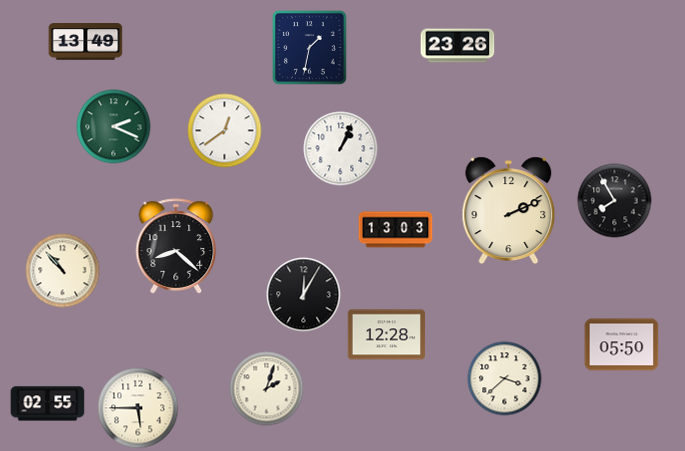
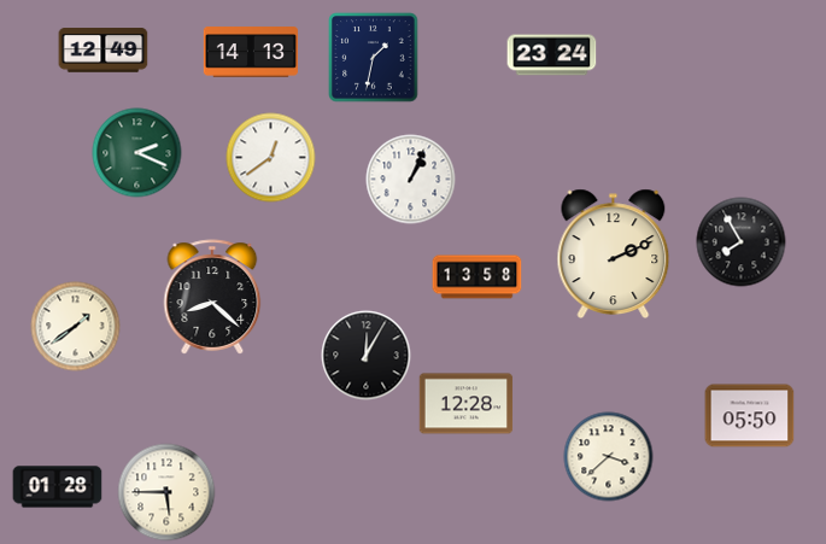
clock at (86, 42): 13:49 -> 12:49
clock at (250, 52): none -> 14:13
clock at (458, 46): 23:26 -> 23:24
clock at (396, 230): 13:03 -> 13:58
clock at (63, 271): 10:53 -> 1:39
clock at (267, 389): 2:03 -> none
clock at (48, 404): 02:55 -> 01:28
